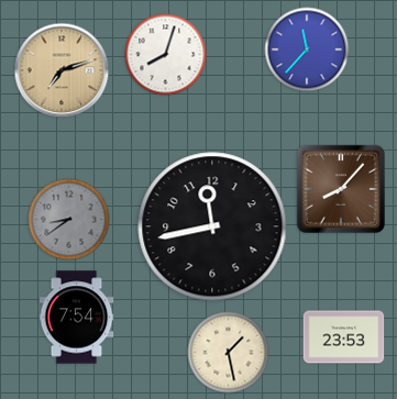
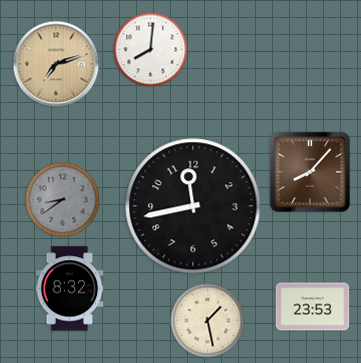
clock at (307, 49): 11:37 -> none
clock at (166, 55): 8:03 -> 8:01
clock at (77, 318): 7:54 -> 8:32
